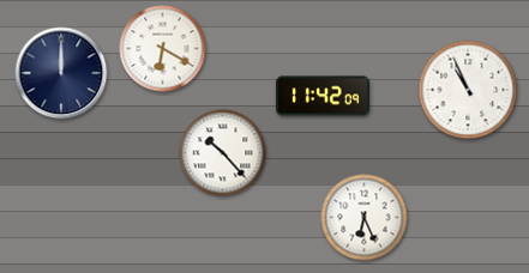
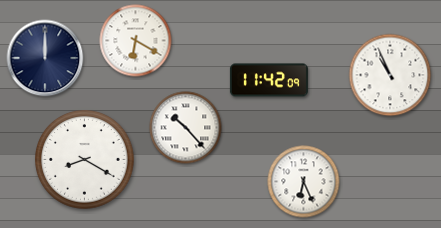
clock at (61, 73) position: (61, 73) -> (45, 58)
clock at (85, 160): none -> 8:20
